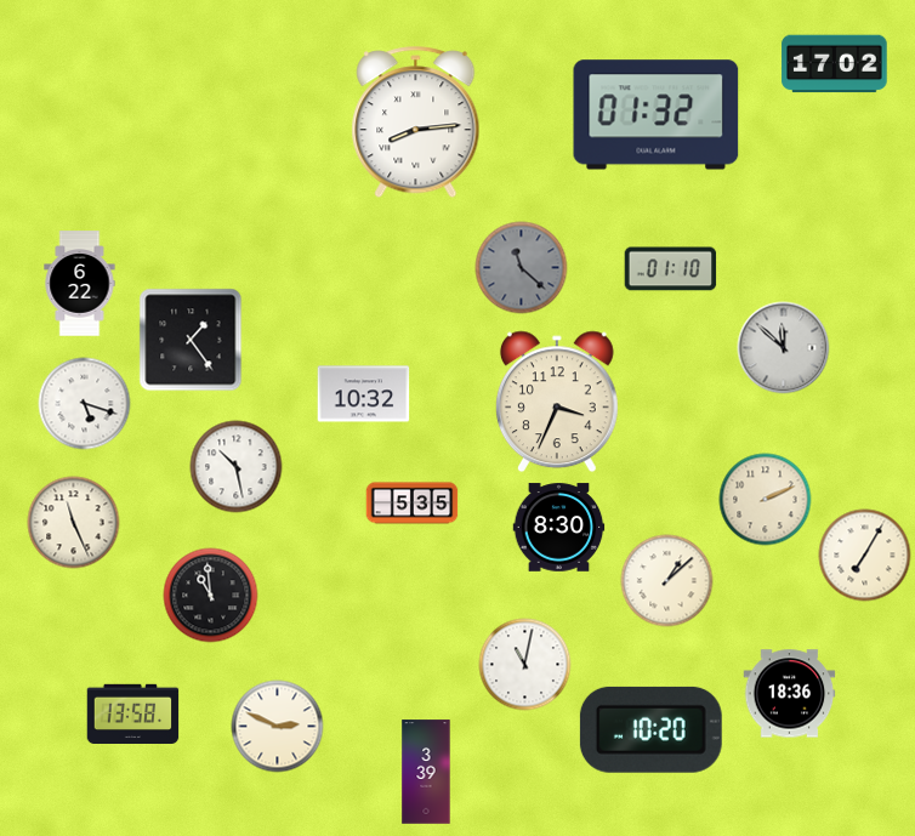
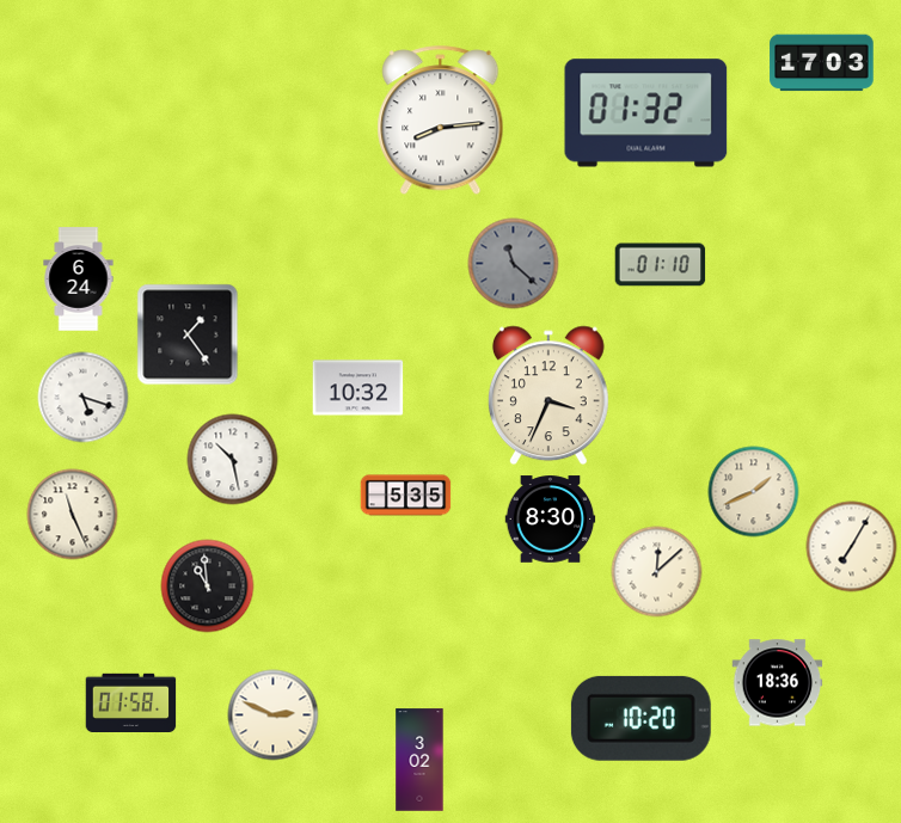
clock at (835, 64): 17:02 -> 17:03
clock at (416, 123) position: (416, 123) -> (441, 121)
clock at (80, 284): 6:22 -> 6:24
clock at (784, 348): 11:52 -> none
clock at (766, 500): 2:11 -> 1:41
clock at (667, 581): 1:08 -> 12:08
clock at (525, 665): 11:02 -> none
clock at (133, 715): 13:58 -> 01:58
clock at (426, 772): 3:39 -> 3:02
